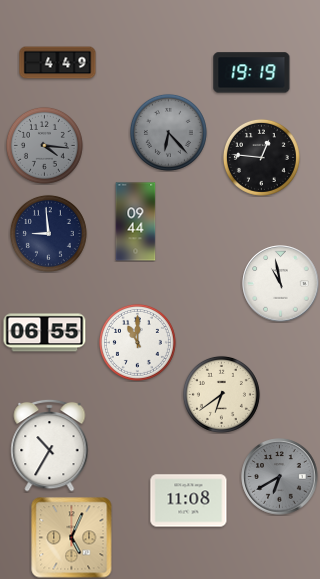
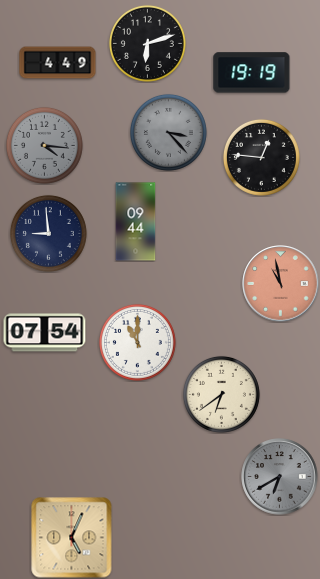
clock at (147, 43): none -> 6:12
clock at (168, 132): 6:23 -> 3:23
clock at (281, 284) dial: white -> salmon
clock at (45, 333): 06:55 -> 07:54
clock at (50, 445): 10:35 -> none
clock at (189, 501): 11:08 -> none
